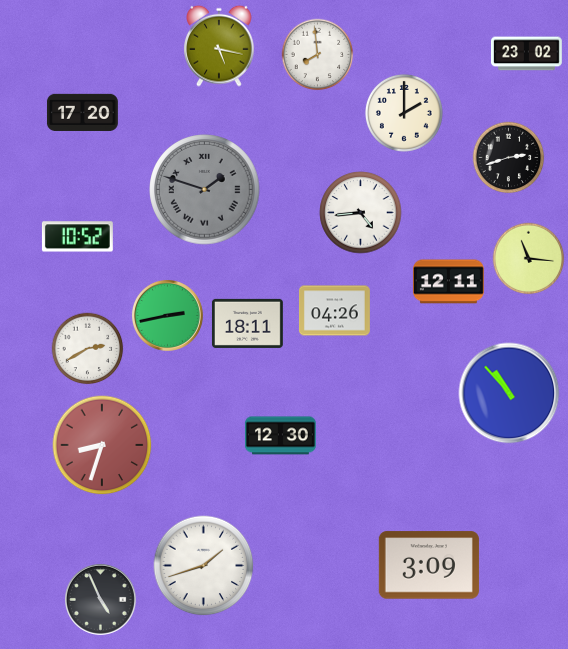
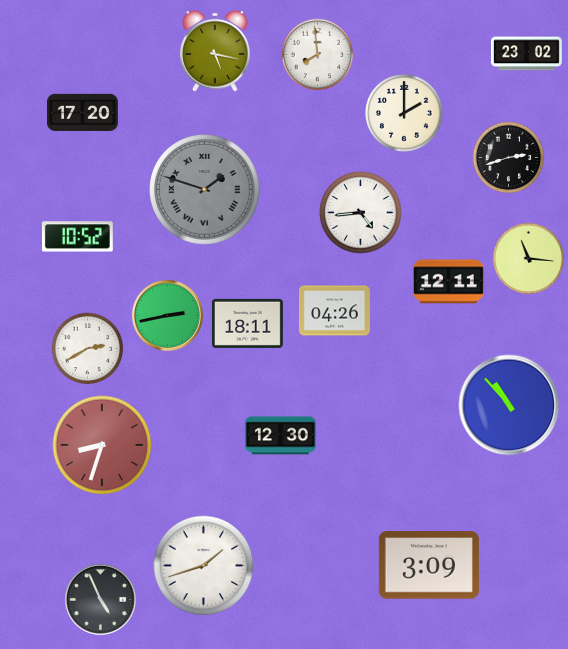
clock at (219, 46) position: (219, 46) -> (215, 51)
clock at (509, 393) position: (509, 393) -> (509, 405)
